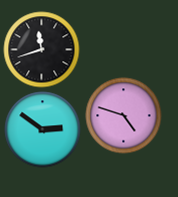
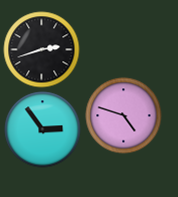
clock at (42, 50): 11:42 -> 2:42
clock at (43, 130): 2:51 -> 2:54
